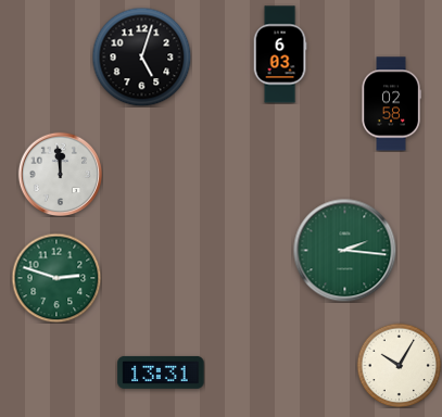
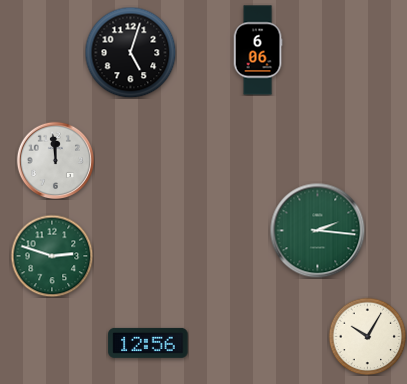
clock at (280, 54): 6:03 -> 6:06
clock at (391, 104): 02:58 -> none
clock at (161, 372): 13:31 -> 12:56
